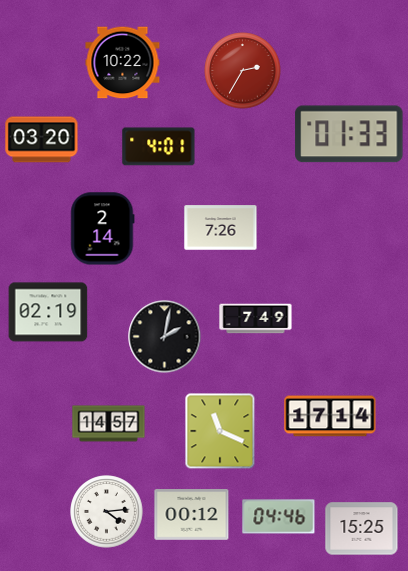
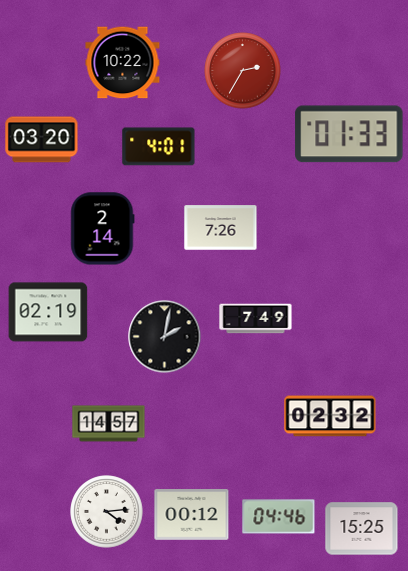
clock at (330, 416): 17:14 -> 02:32
clock at (220, 431): 11:19 -> none
